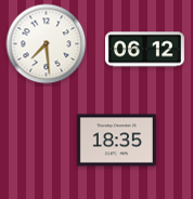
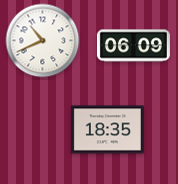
clock at (47, 44): 7:29 -> 10:41
clock at (144, 50): 06:12 -> 06:09
